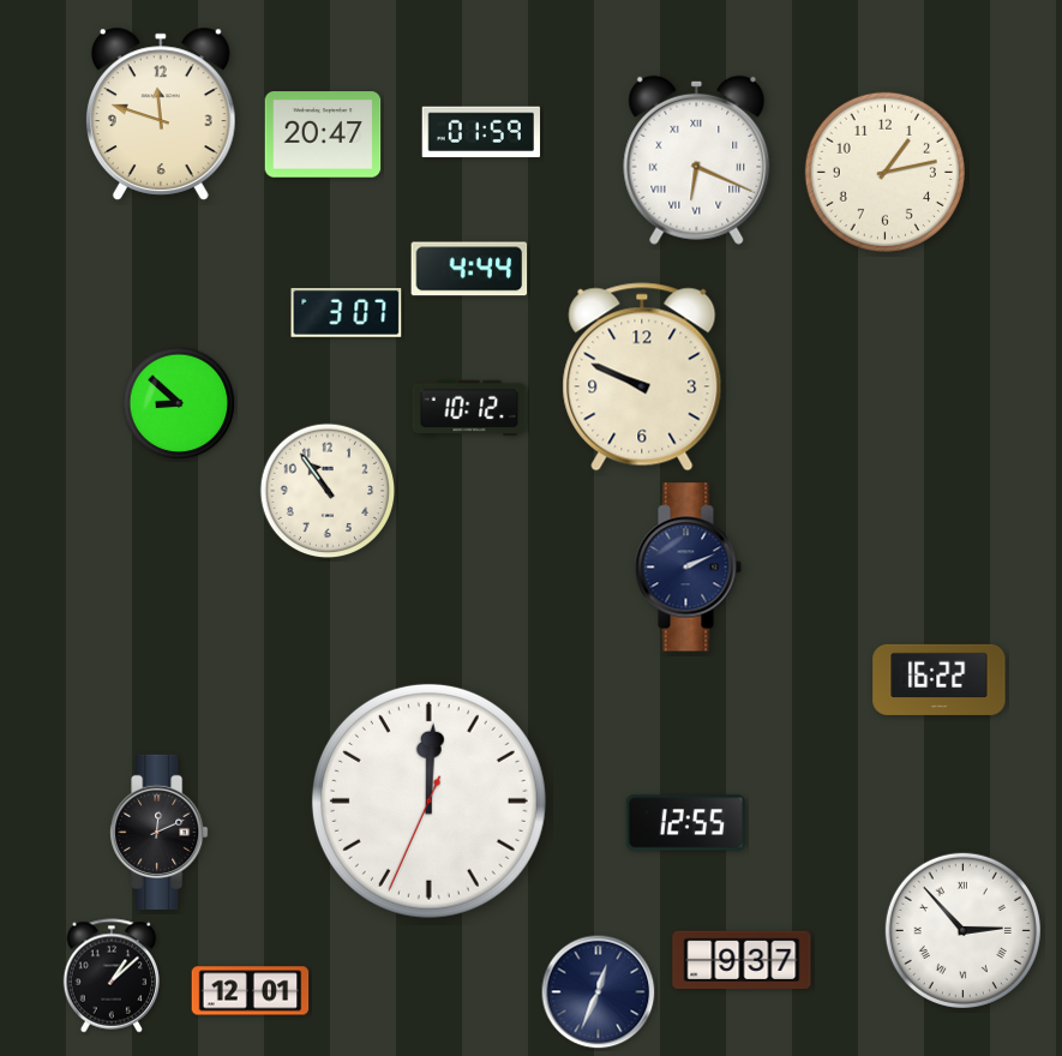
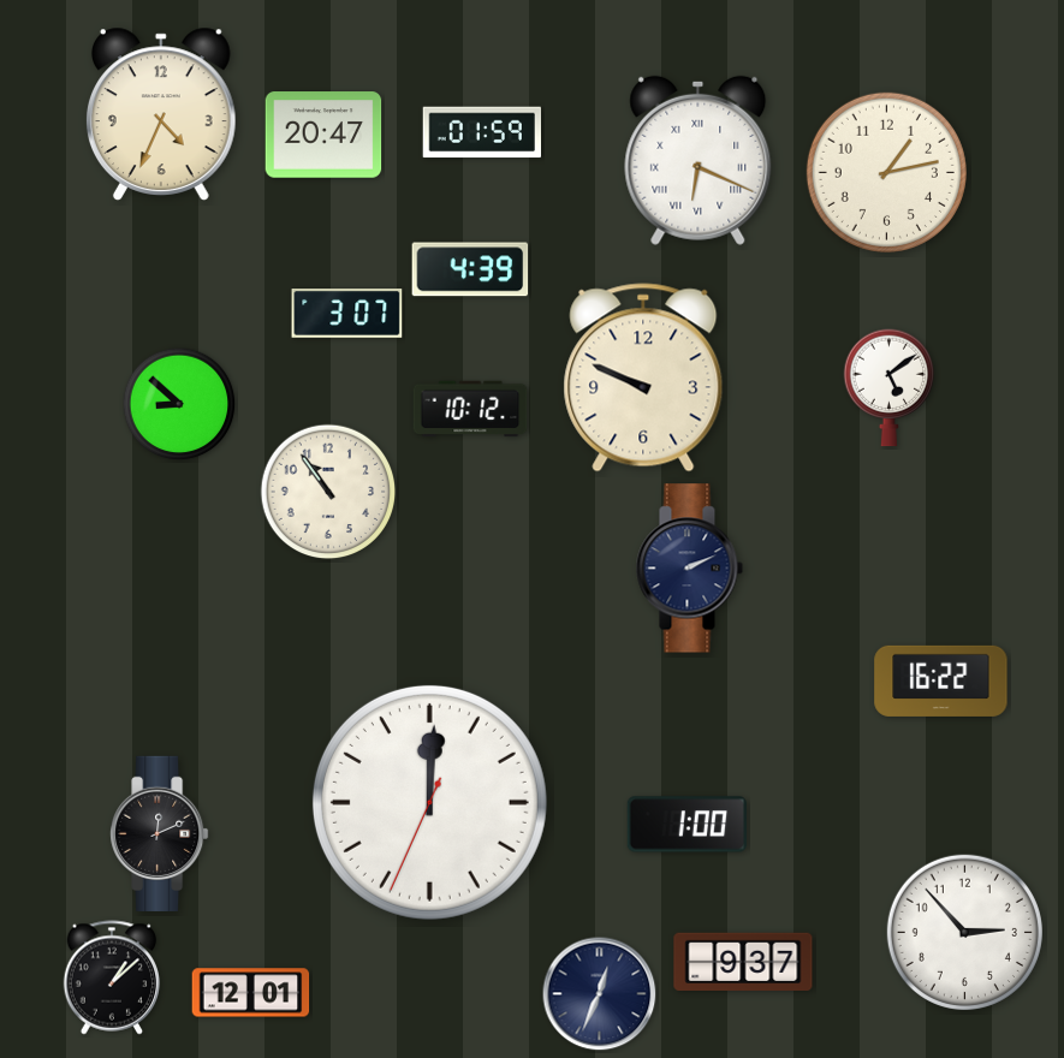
clock at (161, 114): 11:48 -> 4:34
clock at (469, 269): 4:44 -> 4:39
clock at (890, 388): none -> 5:09
clock at (685, 823): 12:55 -> 1:00
clock at (962, 930) numerals: Roman -> Arabic
